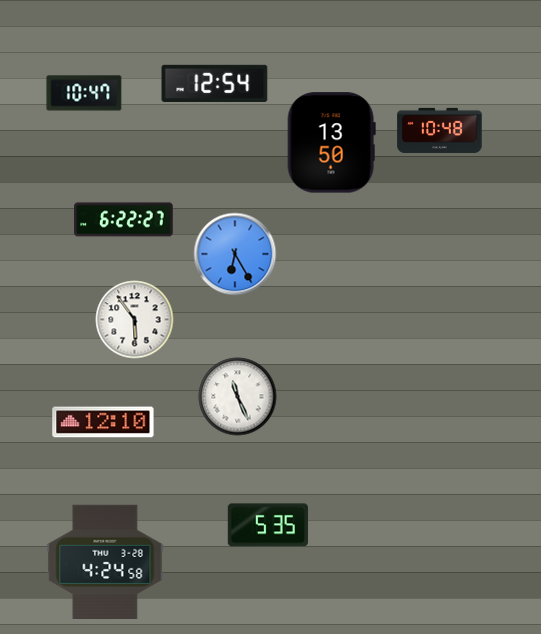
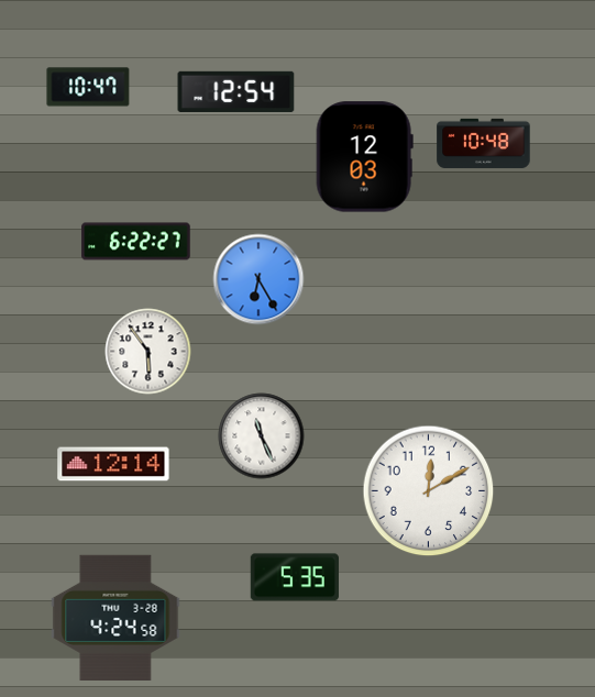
clock at (84, 93) position: (84, 93) -> (88, 87)
clock at (331, 143): 13:50 -> 12:03
clock at (103, 422): 12:10 -> 12:14
clock at (429, 491): none -> 12:10
